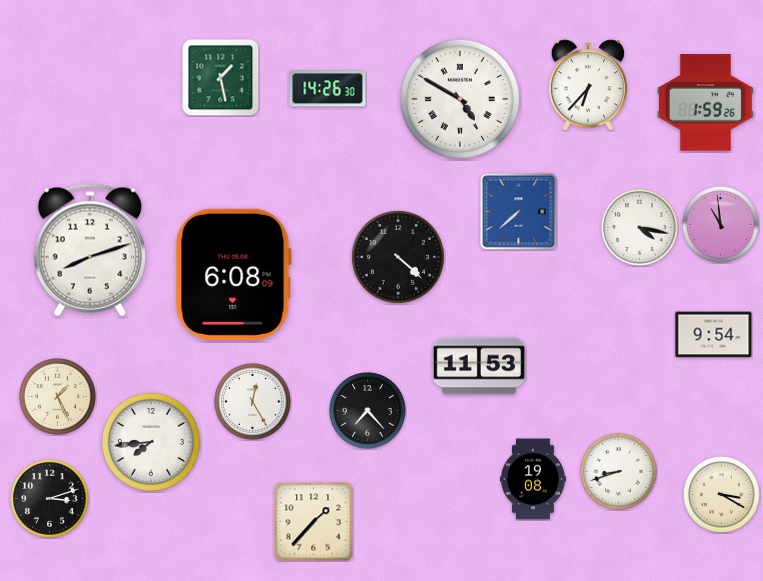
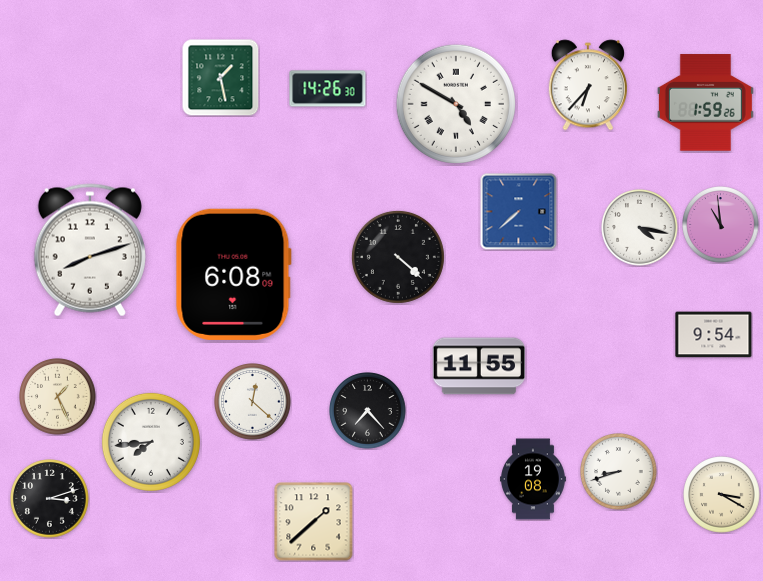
clock at (460, 99) position: (460, 99) -> (456, 104)
clock at (478, 366): 11:53 -> 11:55
clock at (253, 402): 12:25 -> 12:22
clock at (314, 522): 1:37 -> 1:38
